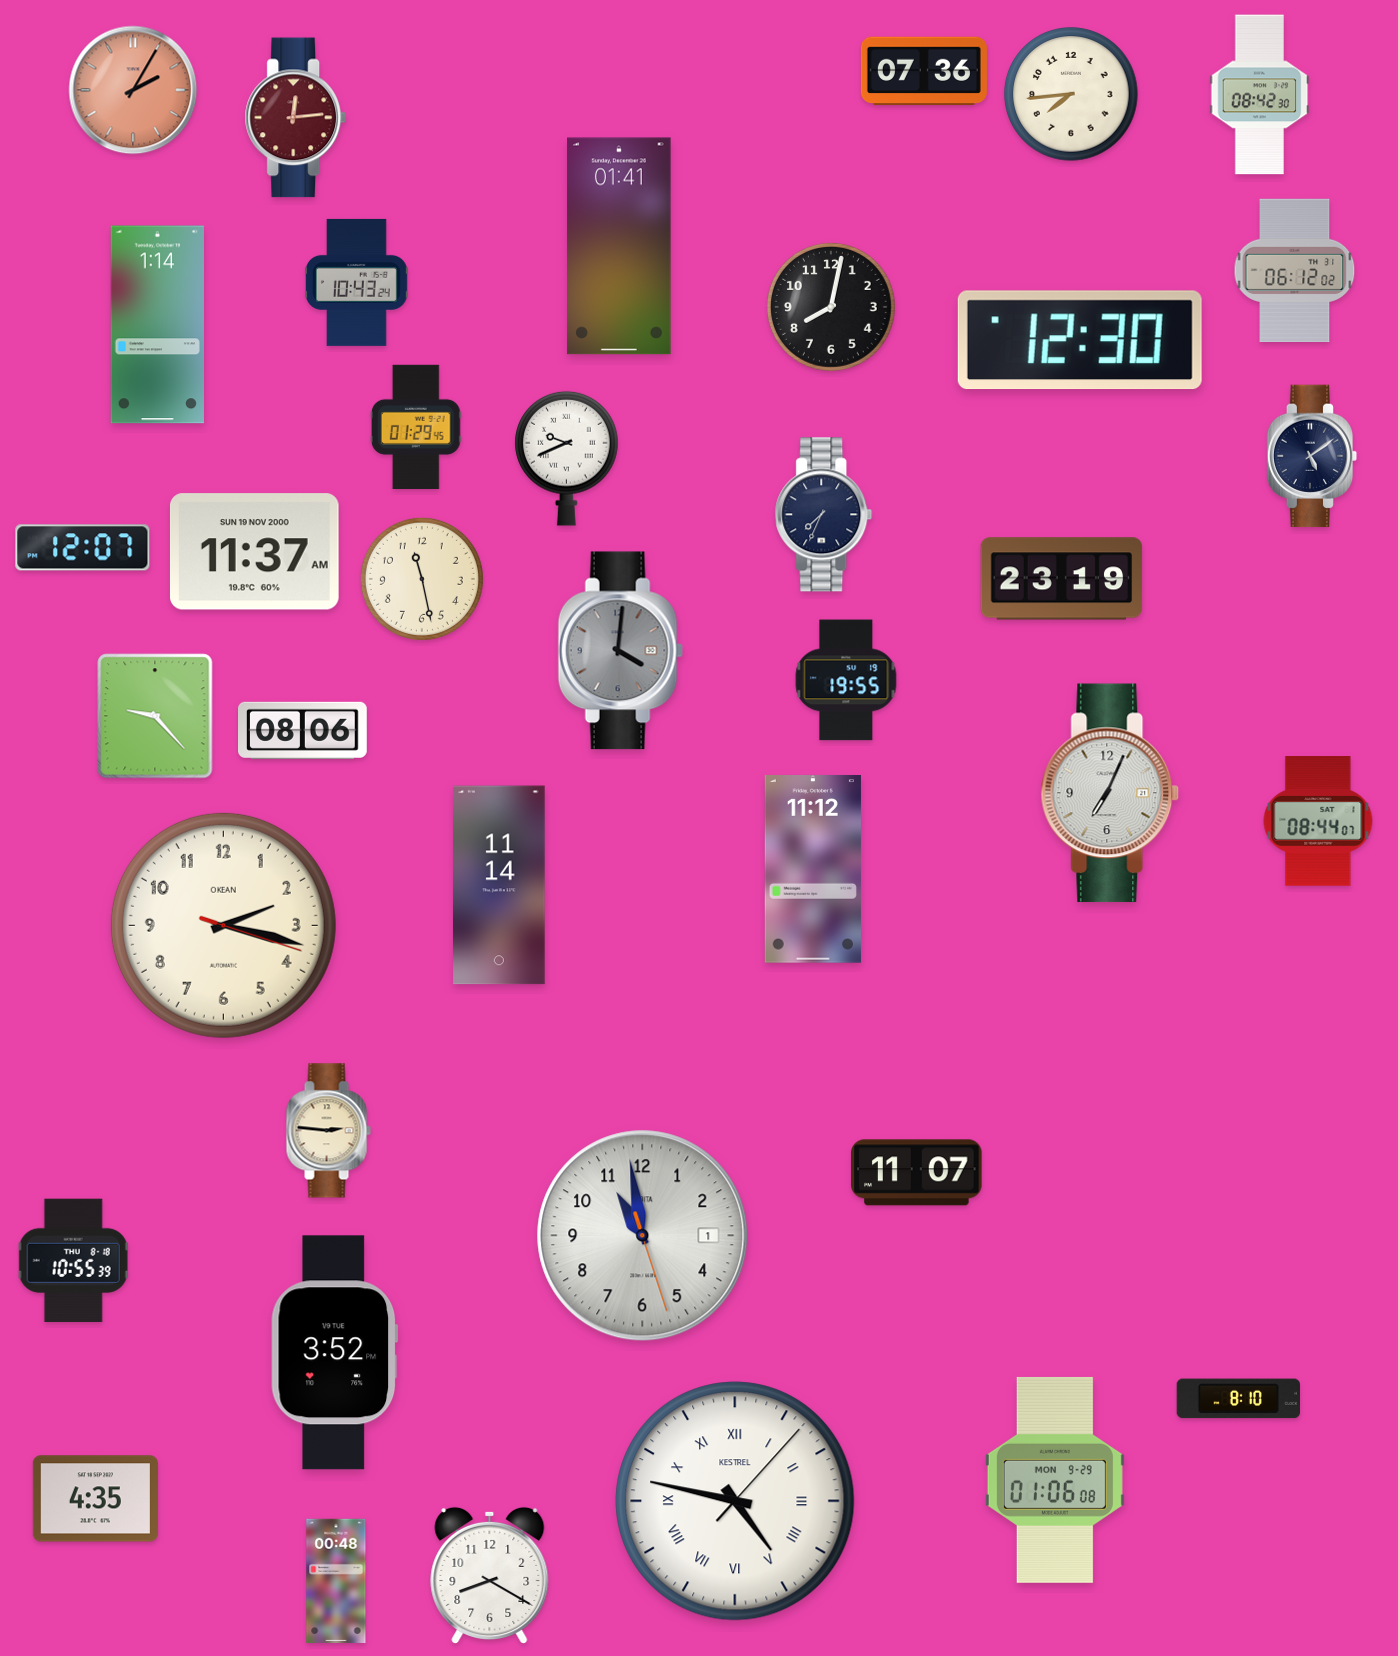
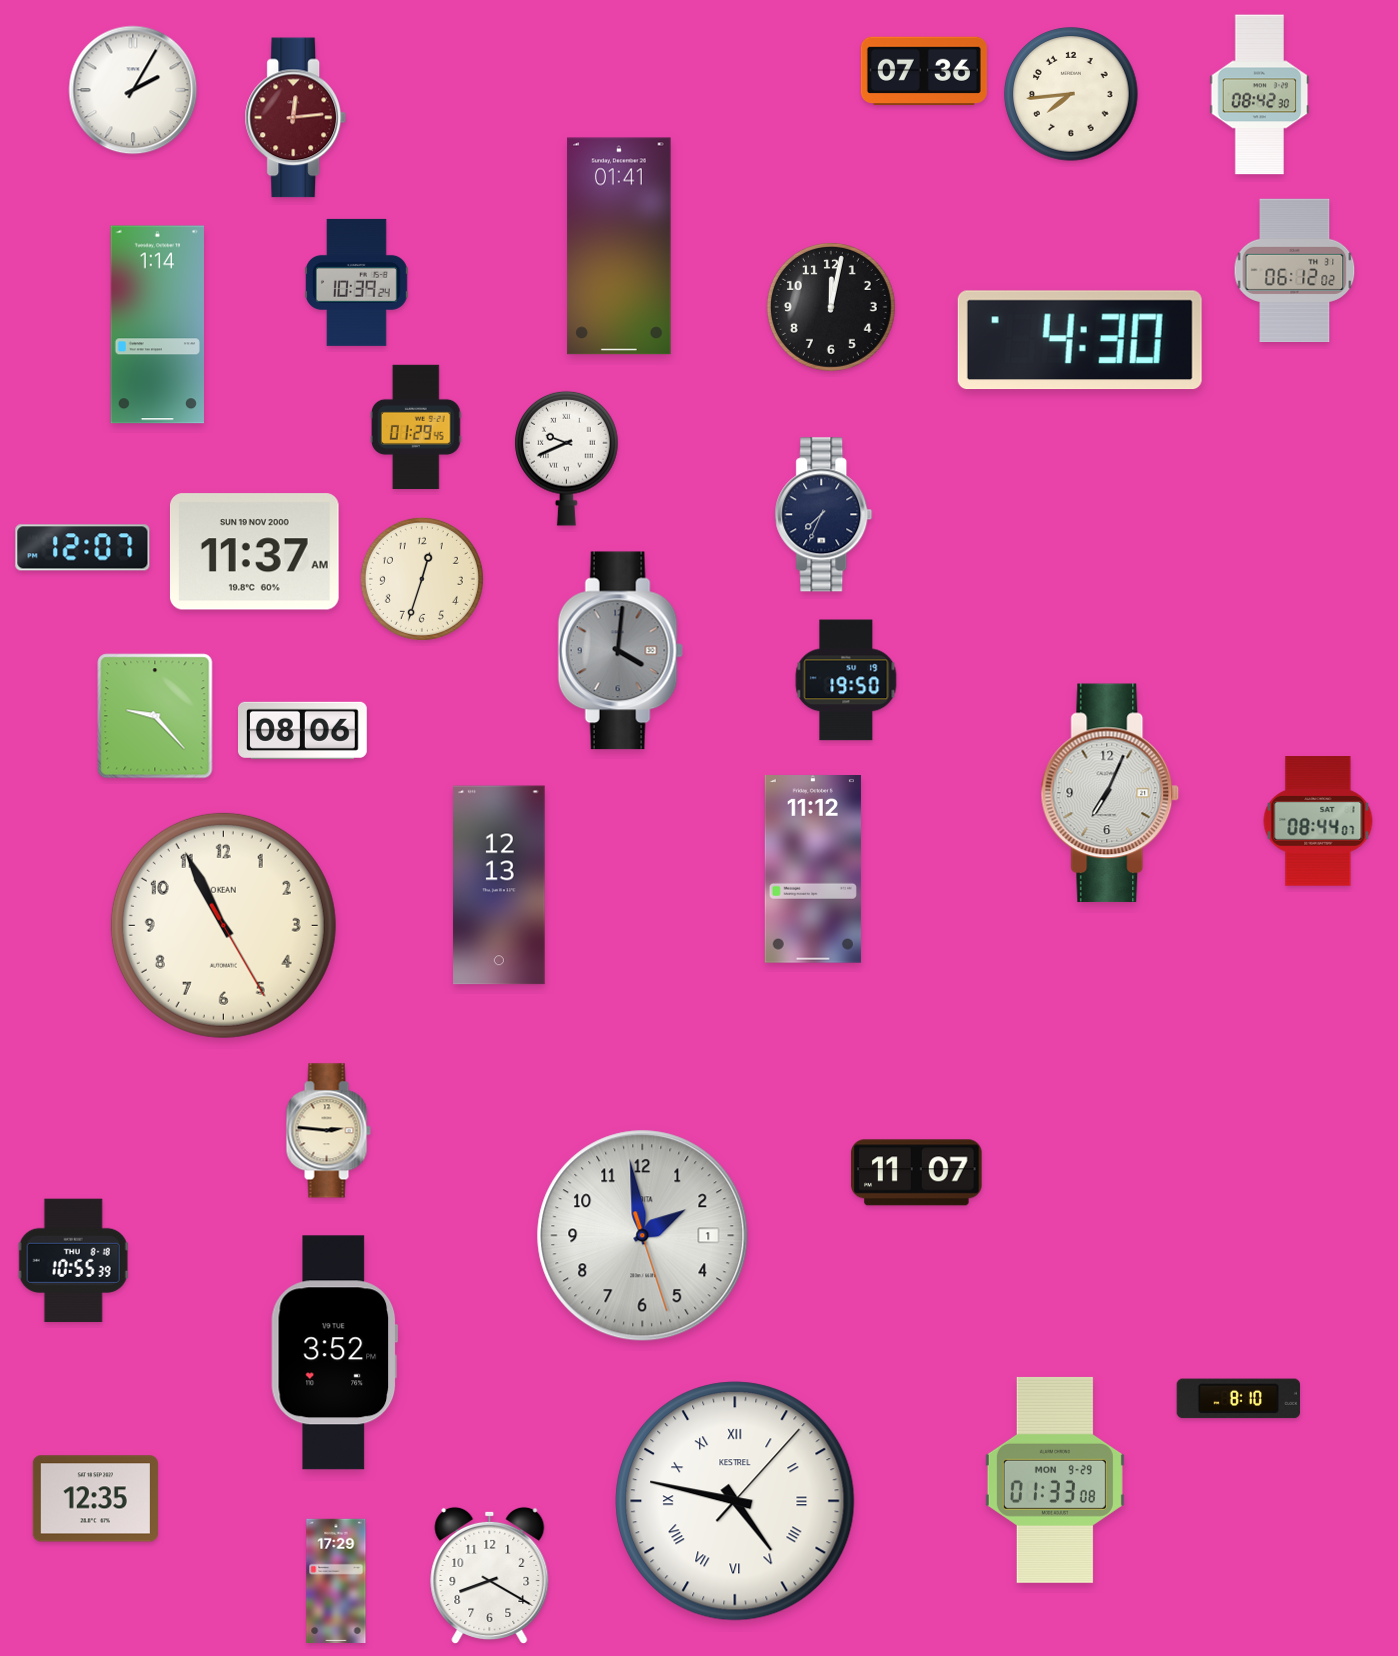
clock at (133, 90) dial: salmon -> white
clock at (356, 282): 10:43 -> 10:39
clock at (831, 307): 8:02 -> 12:02
clock at (1080, 340): 12:30 -> 4:30
clock at (1312, 456): 5:09 -> none
clock at (422, 579): 11:28 -> 12:33
clock at (1062, 579): 23:19 -> none
clock at (846, 680): 19:55 -> 19:50
clock at (499, 885): 11:14 -> 12:13
clock at (223, 925): 2:17 -> 10:55
clock at (643, 1236): 10:58 -> 1:58
clock at (1055, 1480): 01:06 -> 01:33
clock at (95, 1499): 4:35 -> 12:35
clock at (336, 1580): 00:48 -> 17:29
